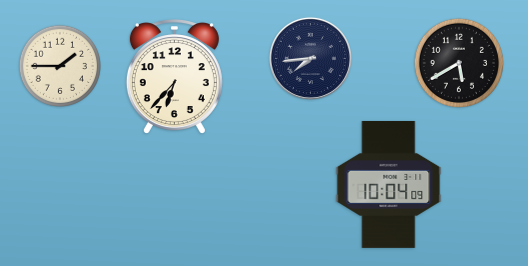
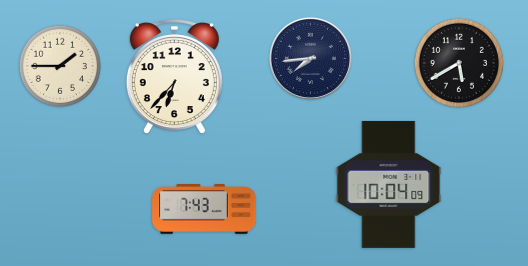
clock at (204, 210): none -> 7:43
